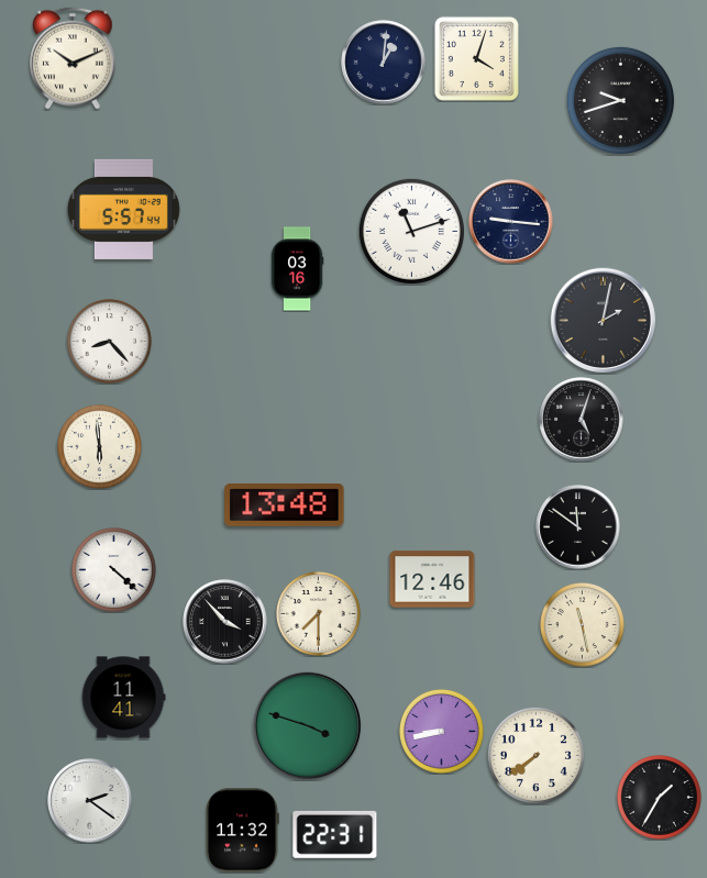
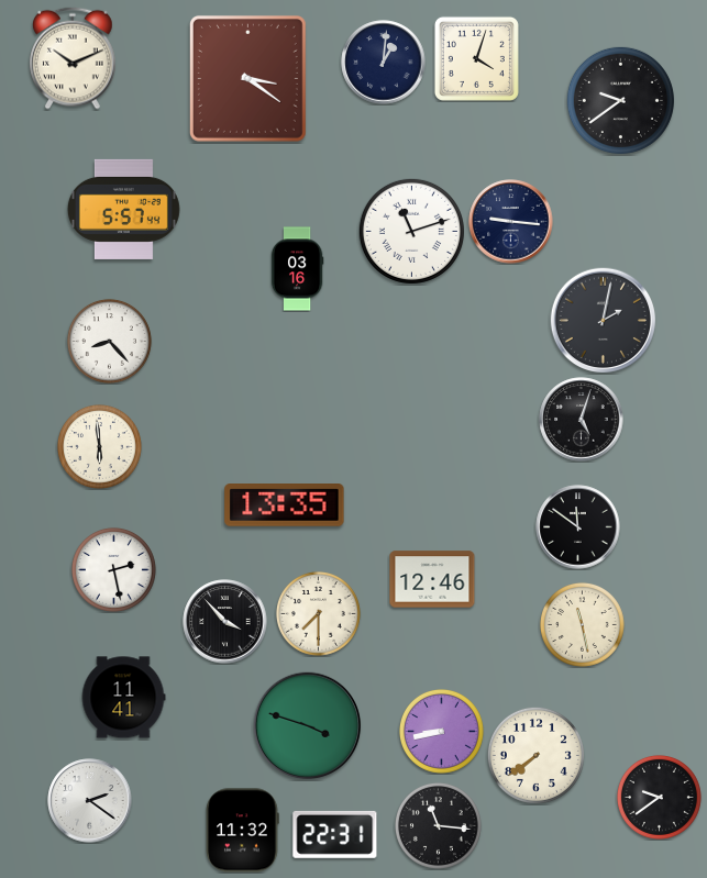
clock at (247, 78): none -> 3:21
clock at (620, 100): 9:42 -> 9:39
clock at (285, 505): 13:48 -> 13:35
clock at (114, 570): 4:22 -> 2:28
clock at (660, 798): 1:35 -> 9:39
clock at (438, 825): none -> 11:16
